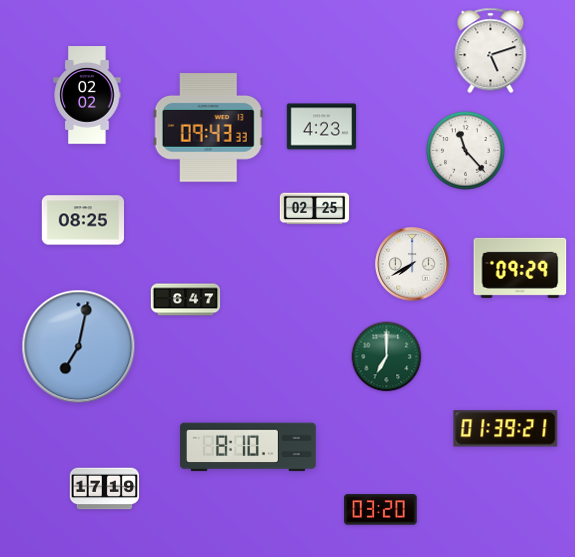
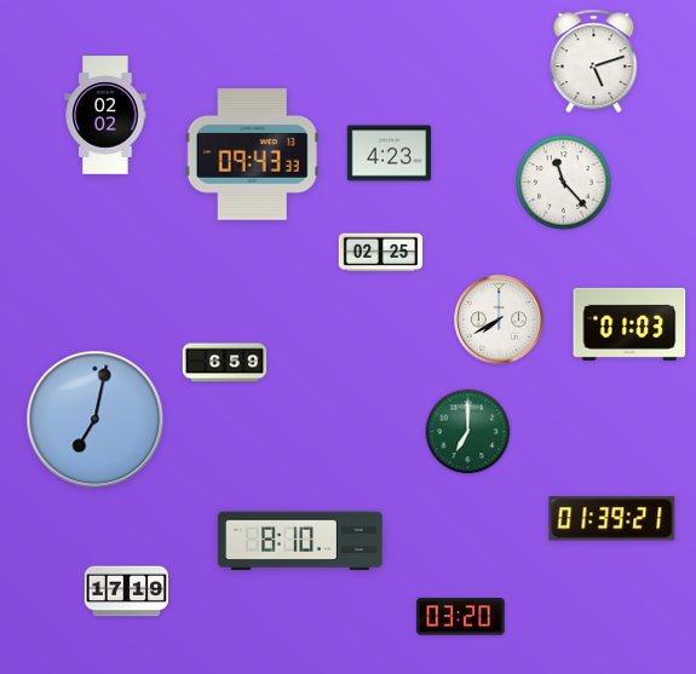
clock at (82, 220): 08:25 -> none
clock at (520, 268): 09:29 -> 01:03
clock at (186, 300): 6:47 -> 6:59
